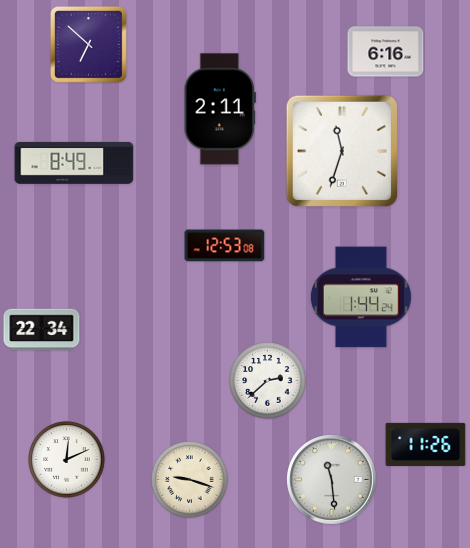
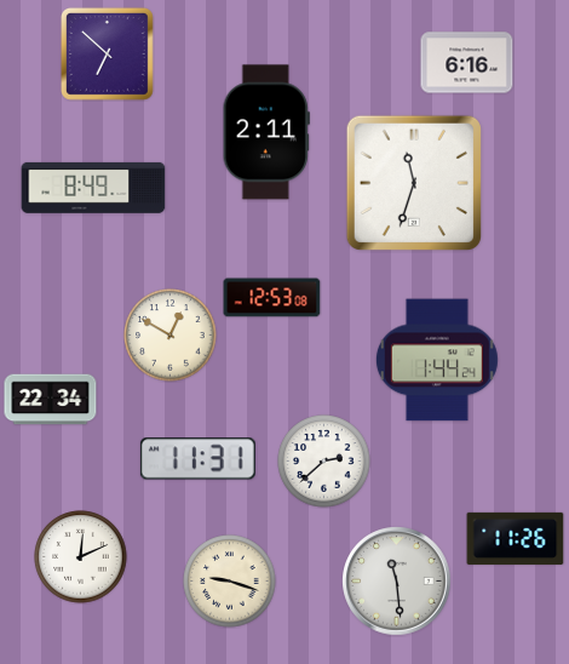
clock at (74, 163) position: (74, 163) -> (93, 188)
clock at (171, 336): none -> 12:50
clock at (197, 459): none -> 11:31
clock at (332, 480) position: (332, 480) -> (397, 582)
